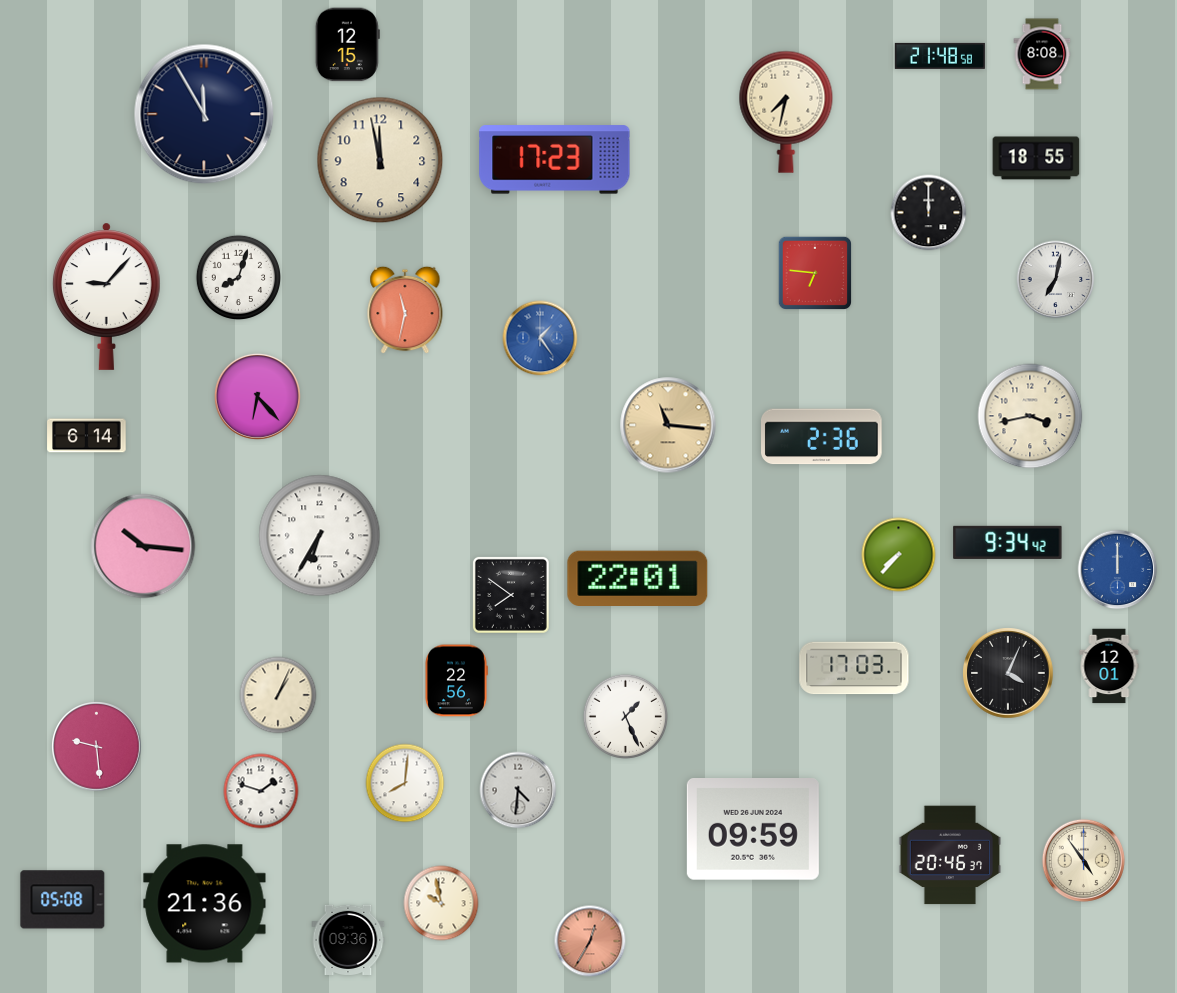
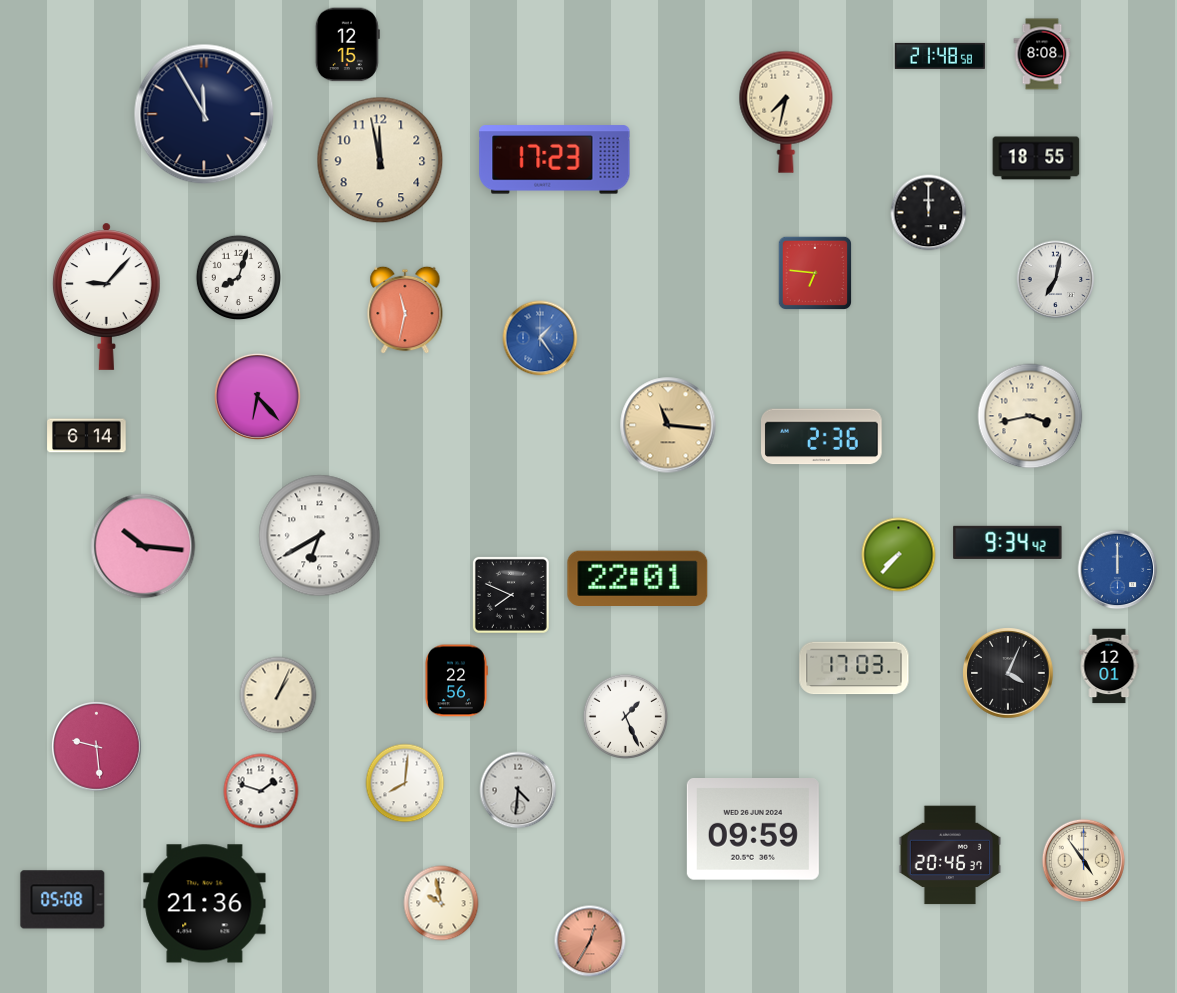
clock at (320, 536): 6:35 -> 6:40
clock at (511, 595): 7:51 -> 7:49
clock at (348, 939): 09:36 -> none
